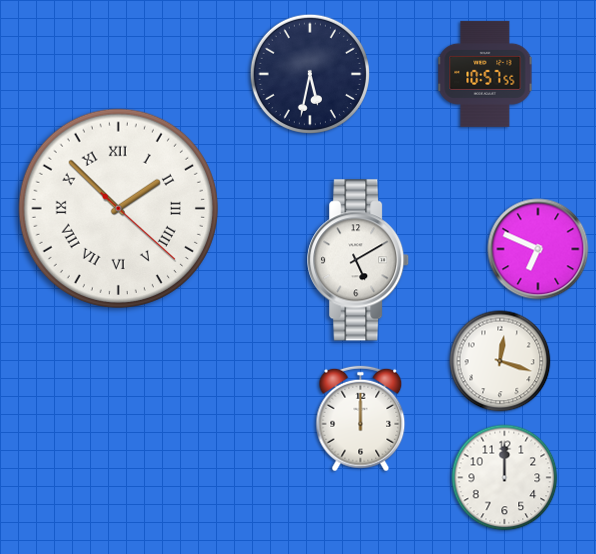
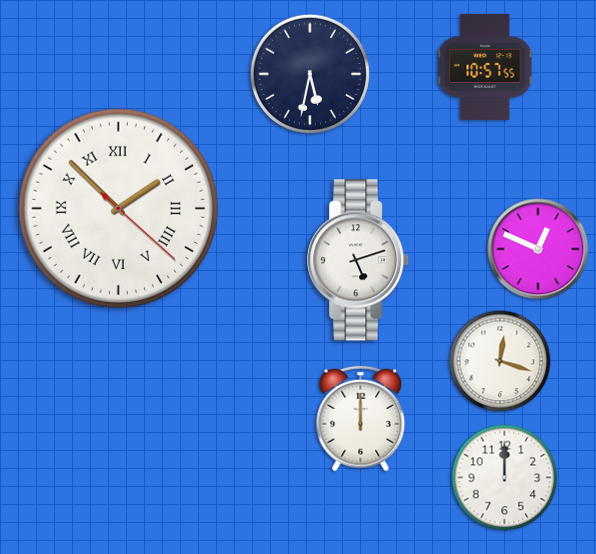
clock at (485, 74) position: (485, 74) -> (485, 67)
clock at (538, 249): 6:49 -> 12:49
clock at (359, 260): 5:10 -> 5:12
